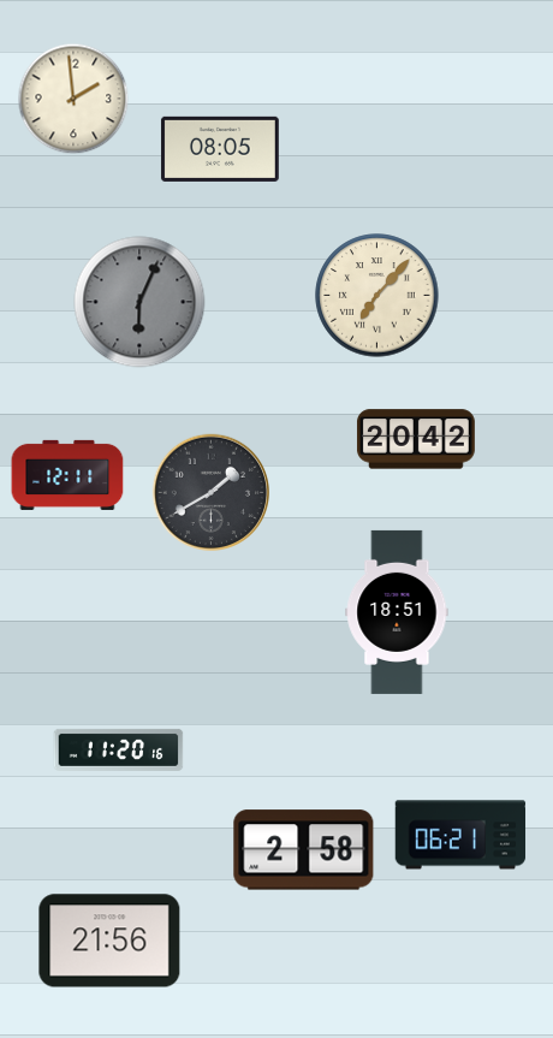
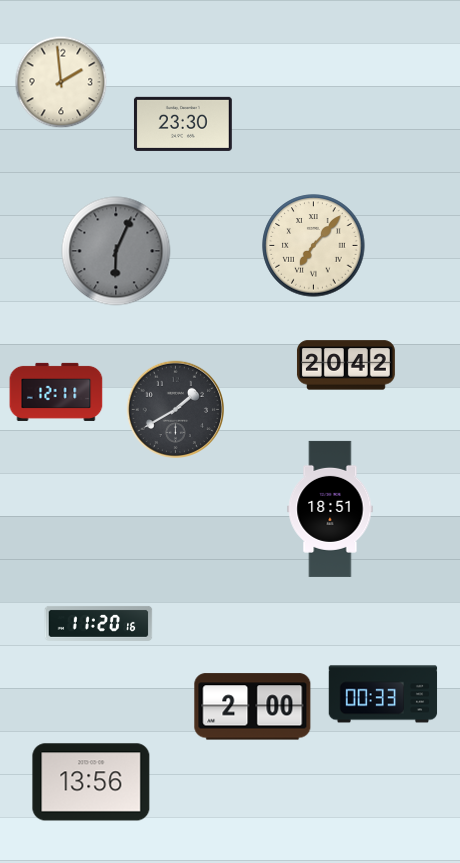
clock at (220, 149): 08:05 -> 23:30
clock at (67, 475) position: (67, 475) -> (56, 392)
clock at (460, 835): 06:21 -> 00:33
clock at (304, 850): 2:58 -> 2:00
clock at (109, 941): 21:56 -> 13:56
